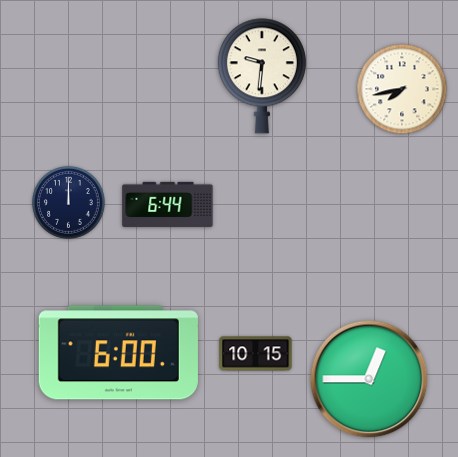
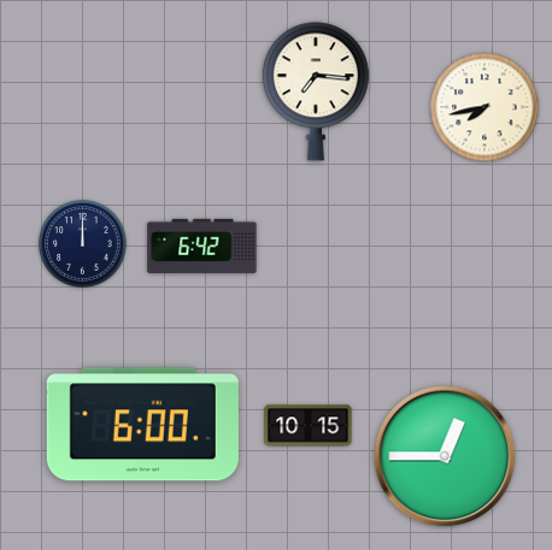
clock at (262, 76): 9:31 -> 7:16
clock at (168, 204): 6:44 -> 6:42
